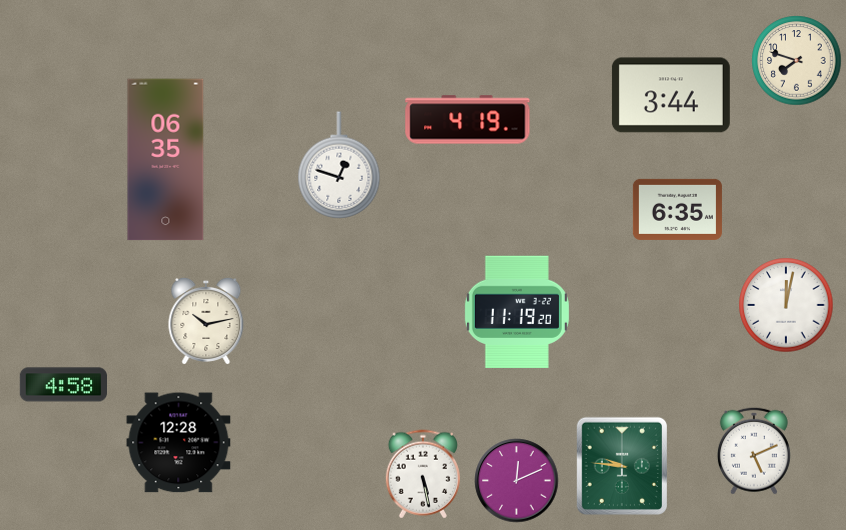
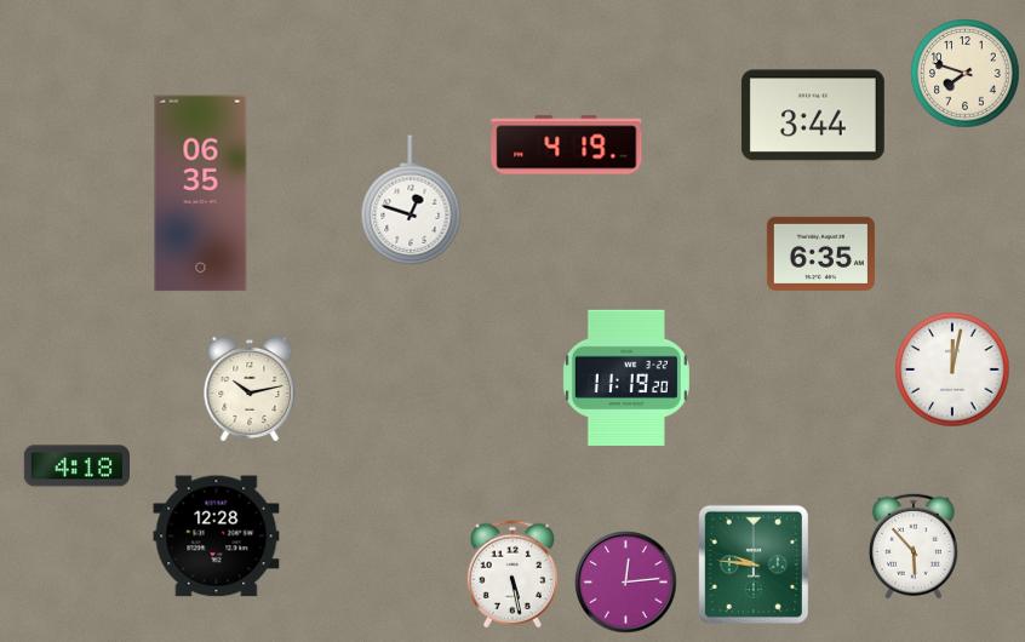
clock at (63, 385): 4:58 -> 4:18
clock at (754, 451): 5:11 -> 5:53
clock at (517, 481): 12:11 -> 12:14
